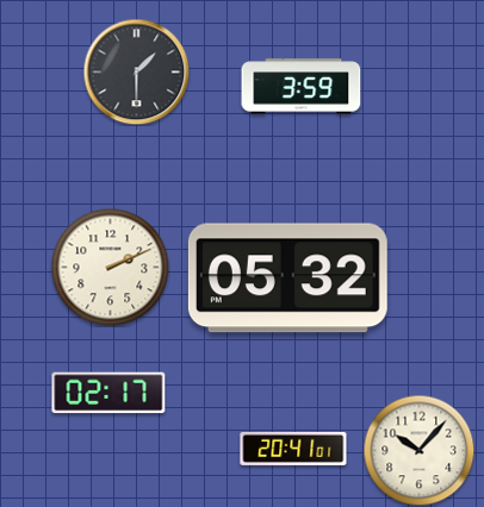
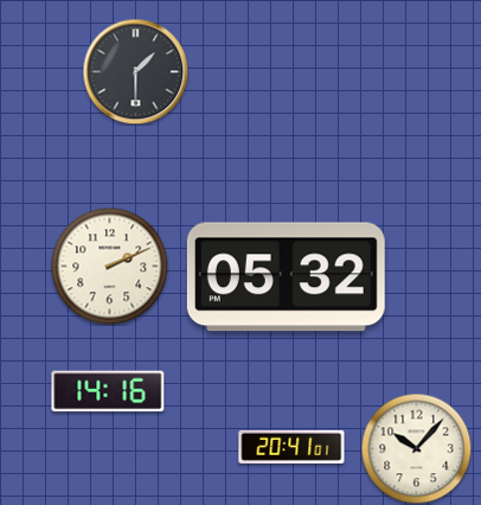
clock at (302, 87): 3:59 -> none
clock at (108, 393): 02:17 -> 14:16
